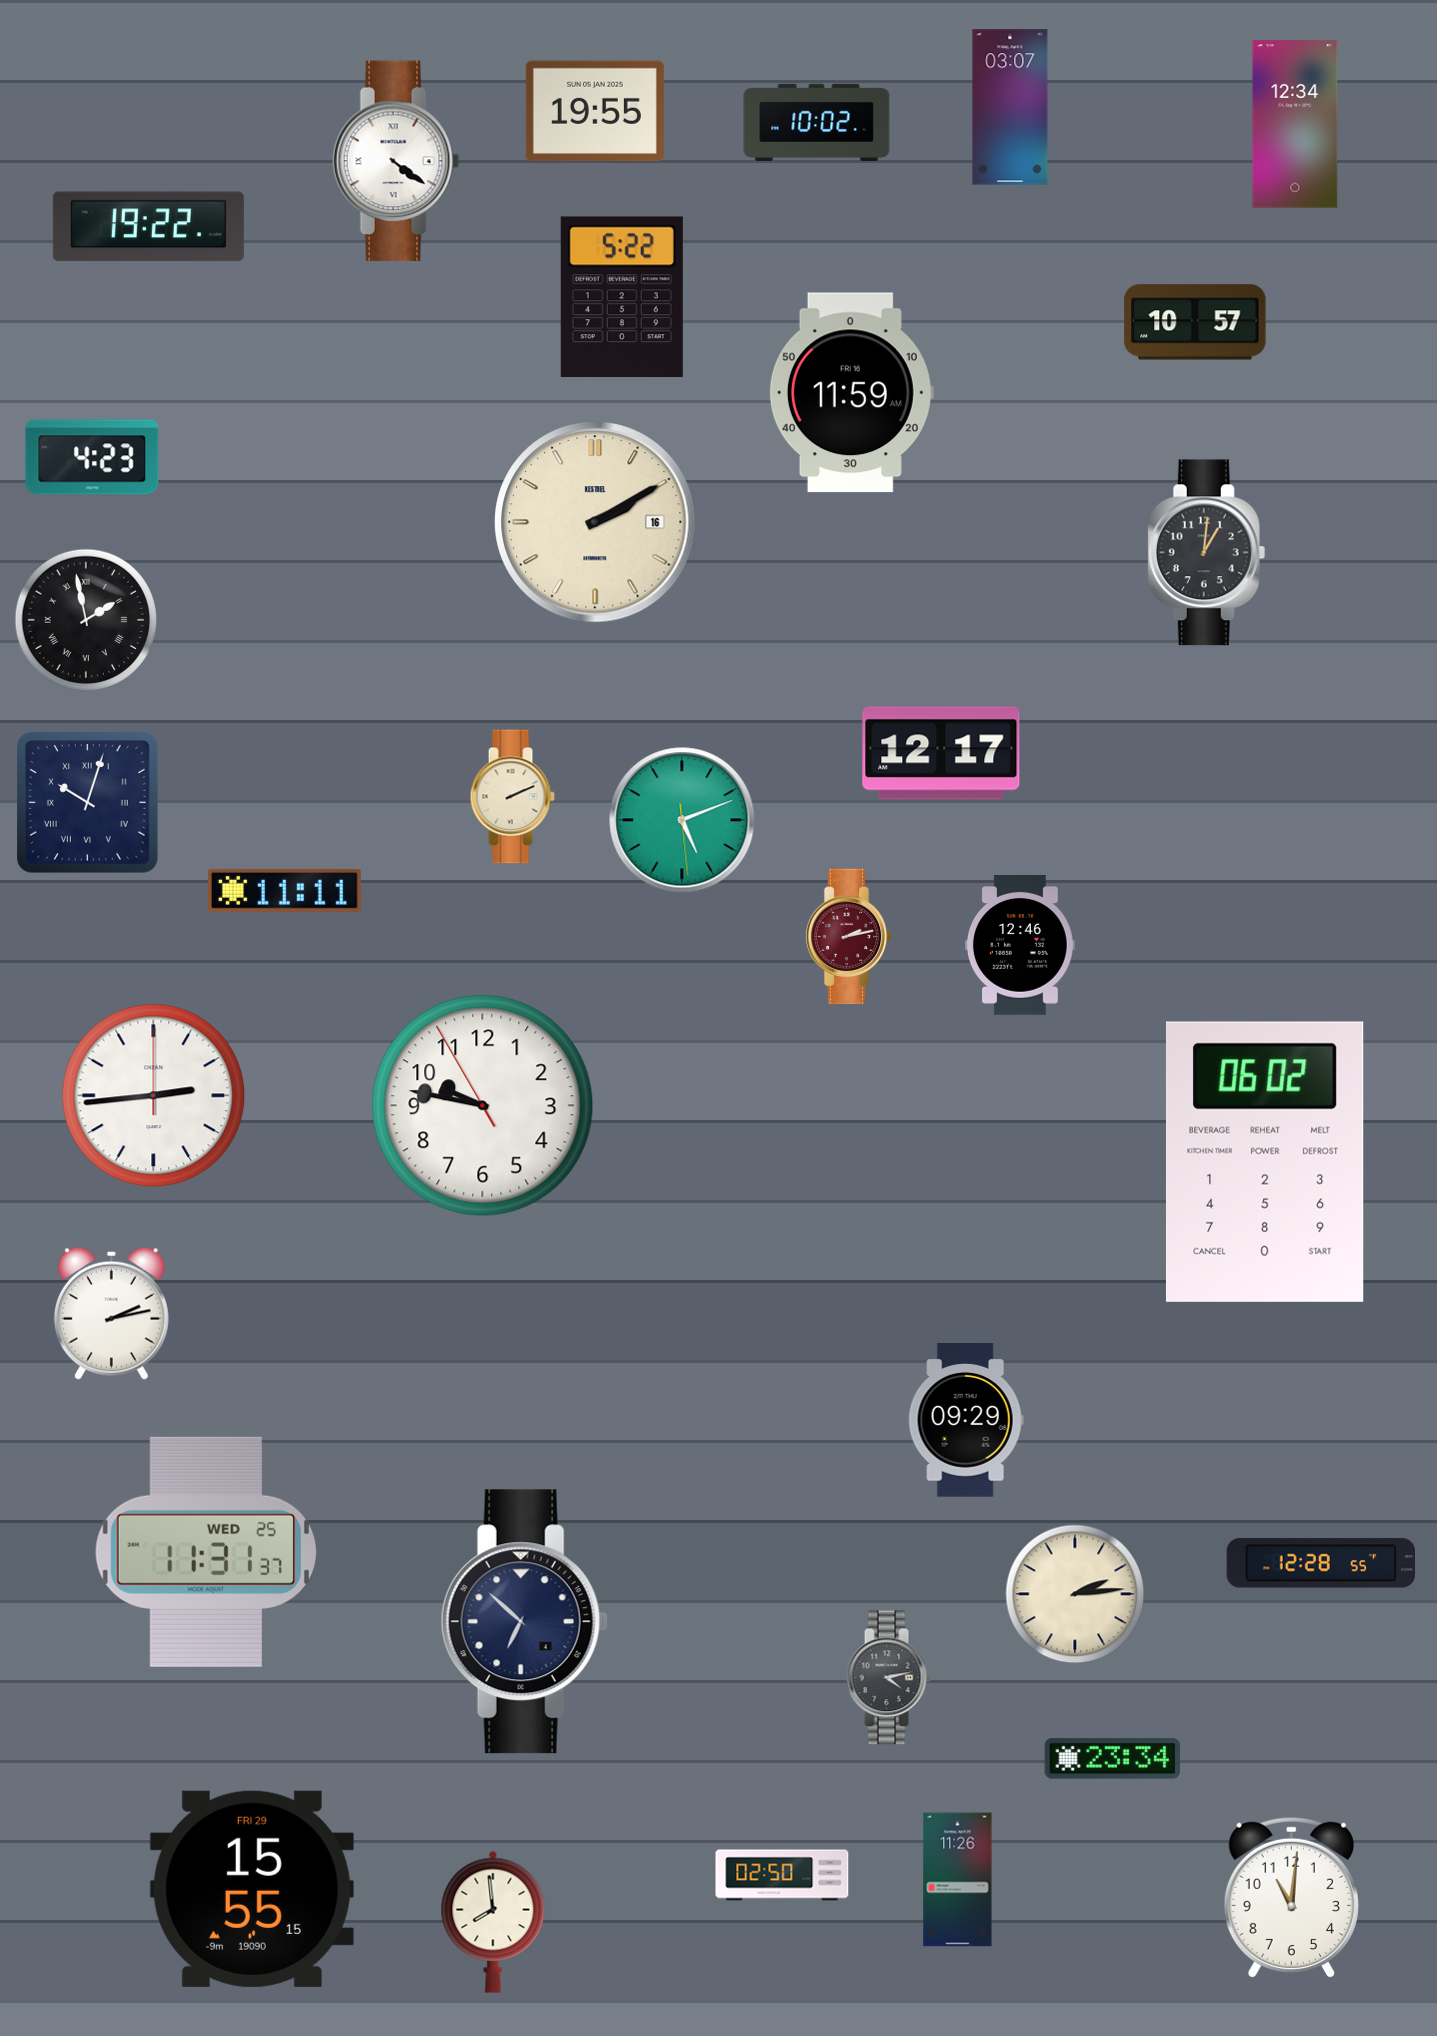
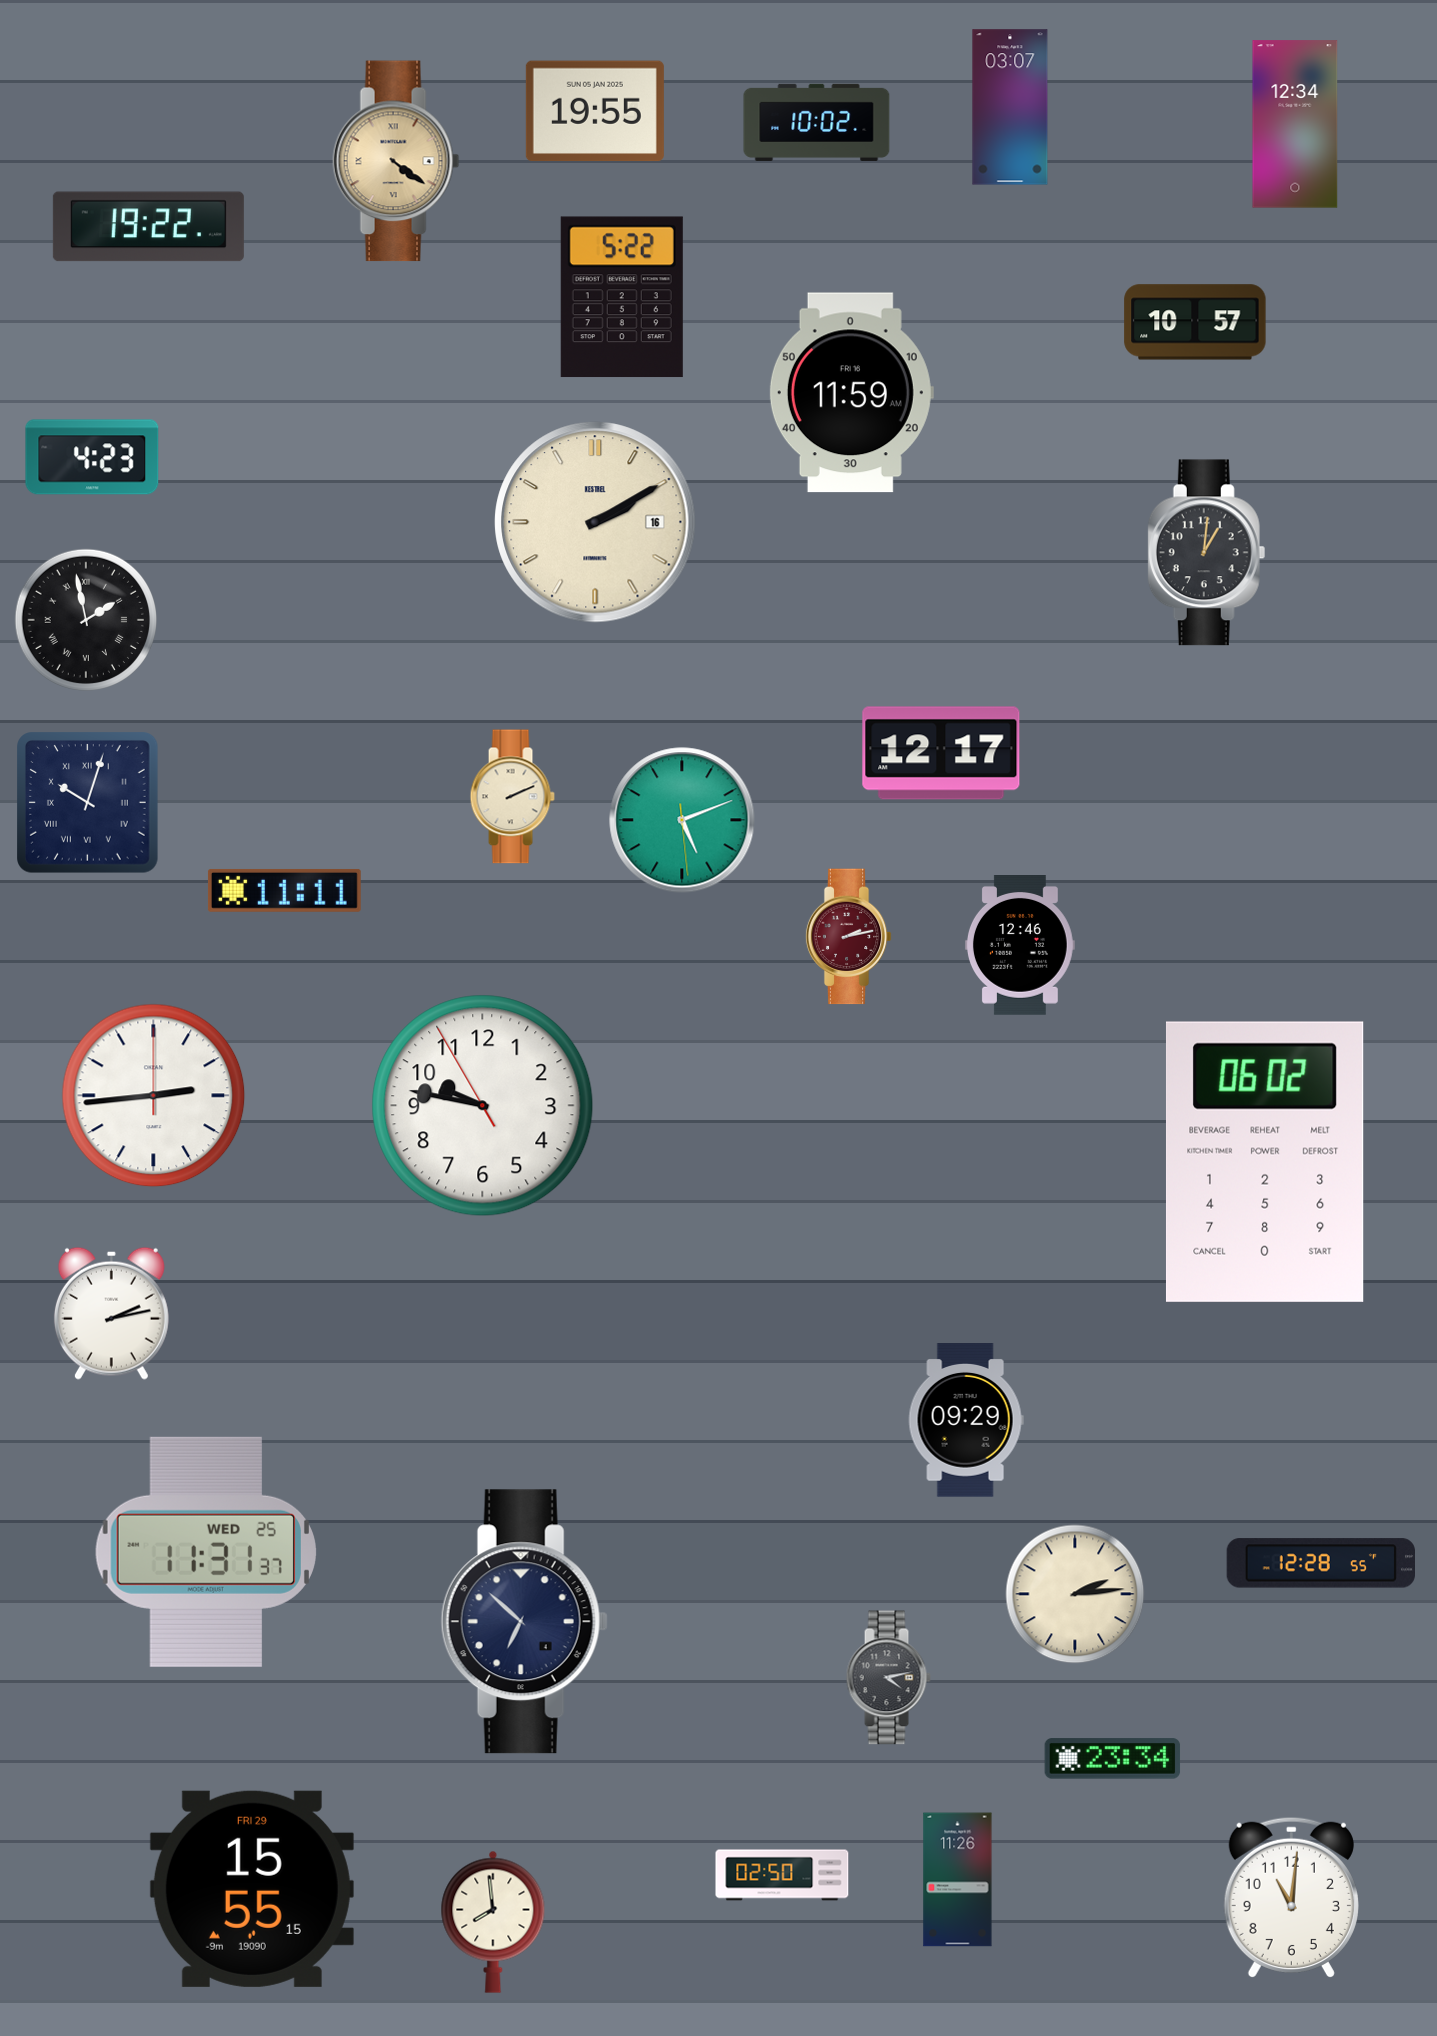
clock at (396, 161) dial: white -> champagne
